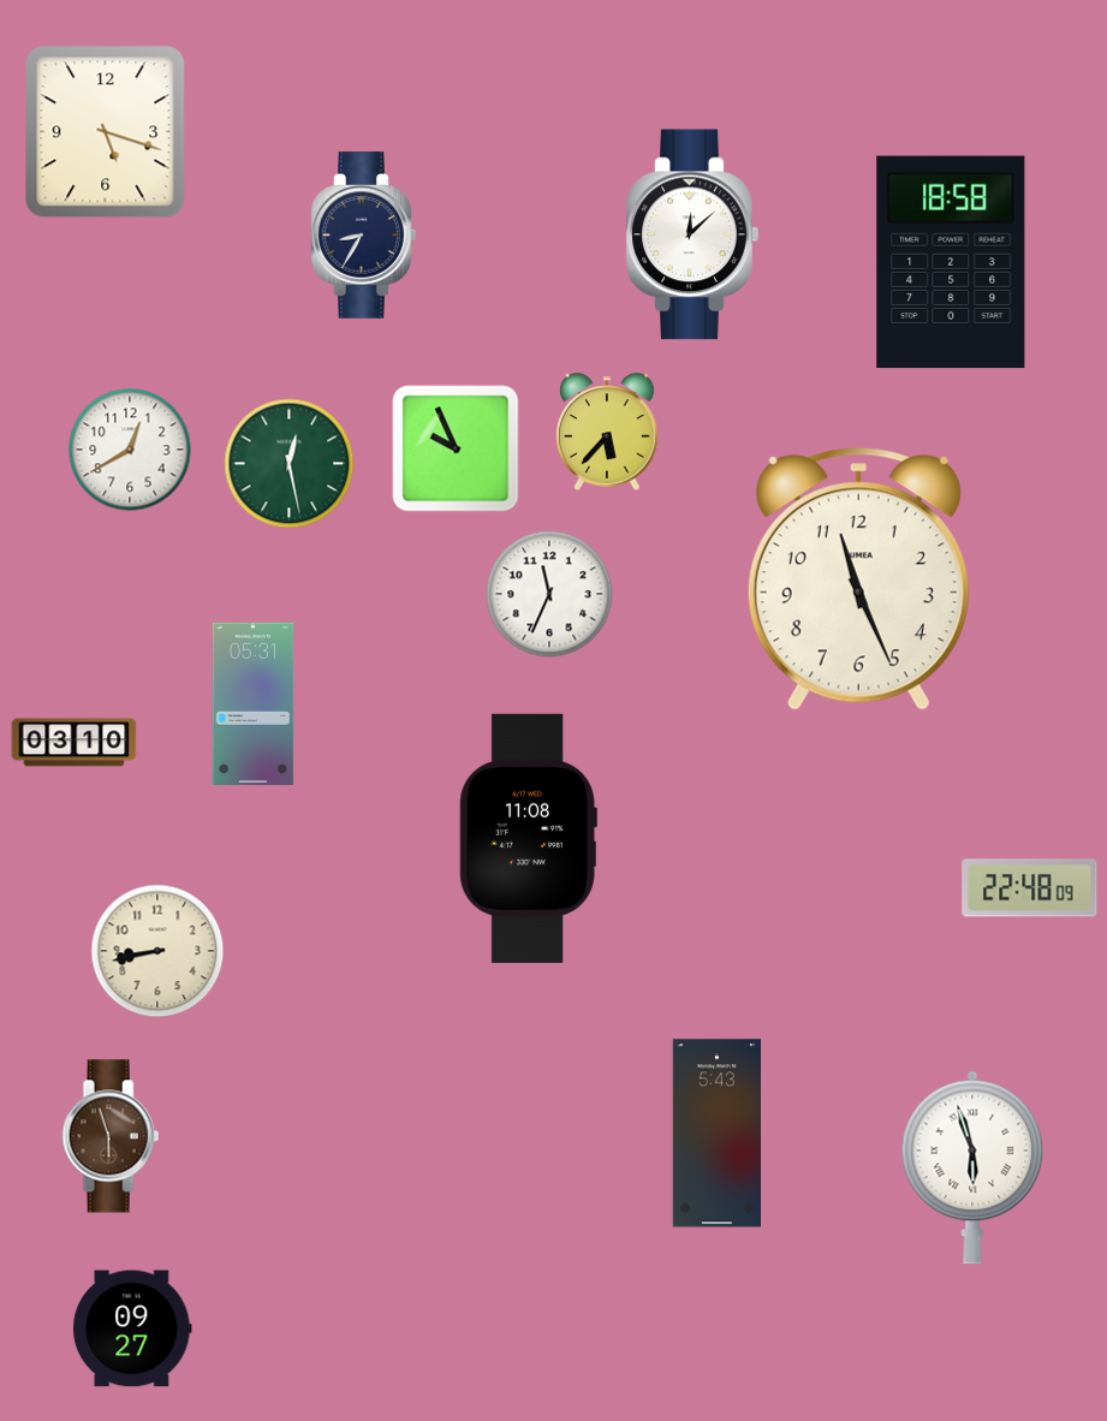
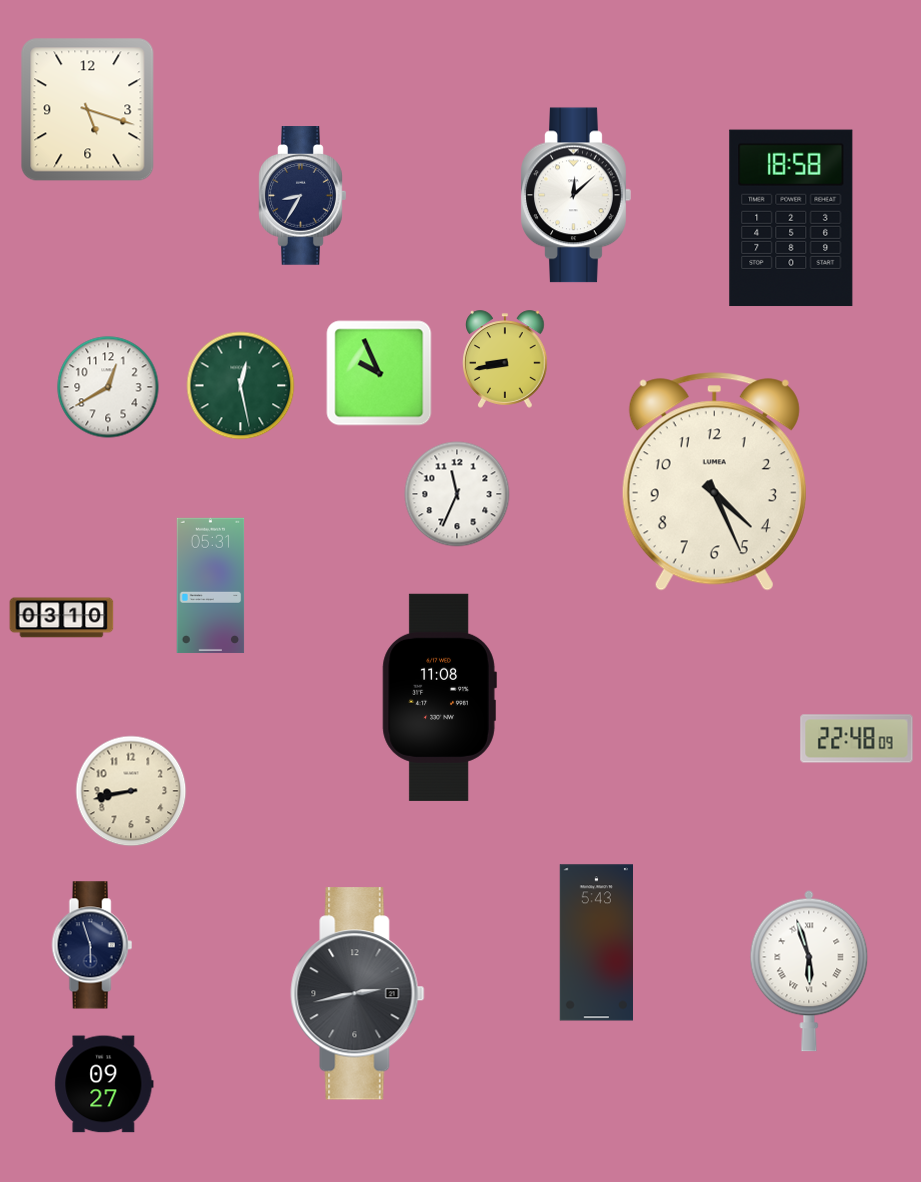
clock at (607, 432): 5:37 -> 8:43
clock at (130, 450) position: (130, 450) -> (108, 387)
clock at (858, 579): 11:26 -> 4:26
clock at (111, 1136) dial: brown -> navy
clock at (358, 994): none -> 2:43
clock at (132, 1328) position: (132, 1328) -> (104, 1084)
